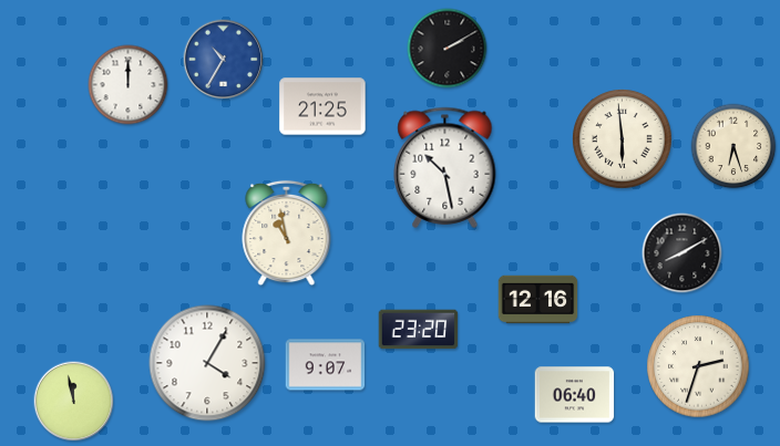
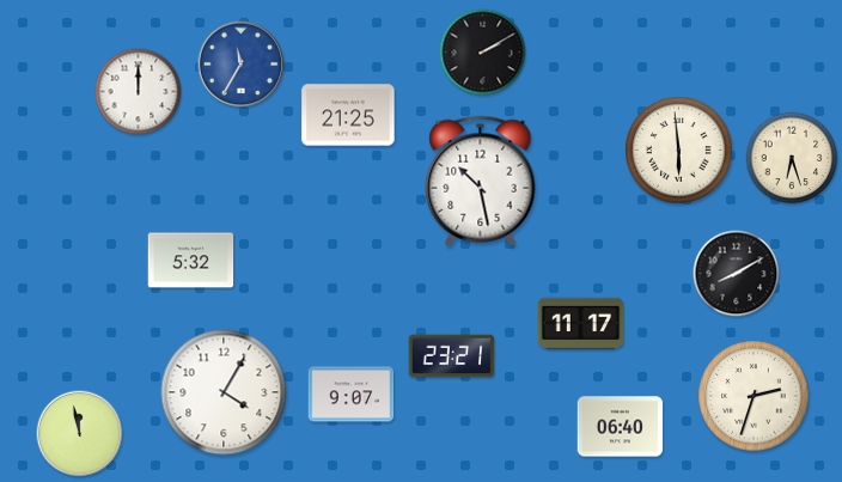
clock at (224, 60): 10:35 -> 11:35
clock at (623, 139) position: (623, 139) -> (679, 151)
clock at (287, 234): 10:58 -> none
clock at (191, 261): none -> 5:32
clock at (538, 300): 12:16 -> 11:17
clock at (419, 330): 23:20 -> 23:21
